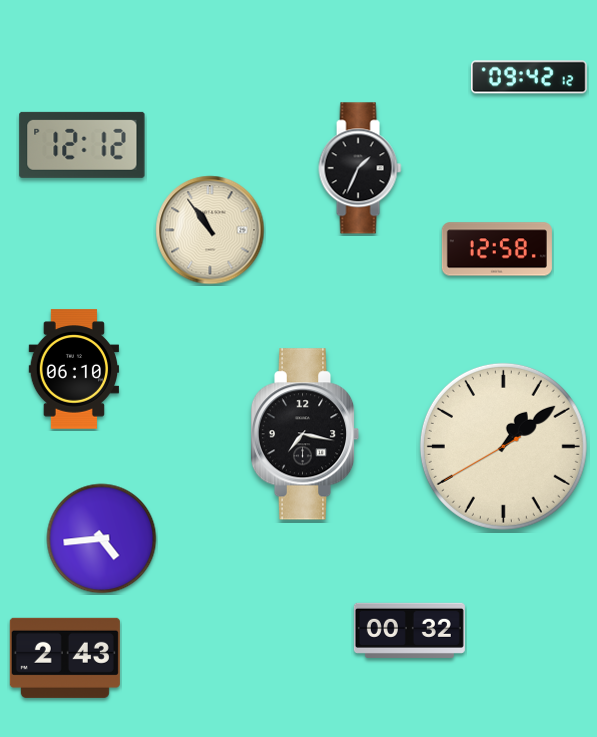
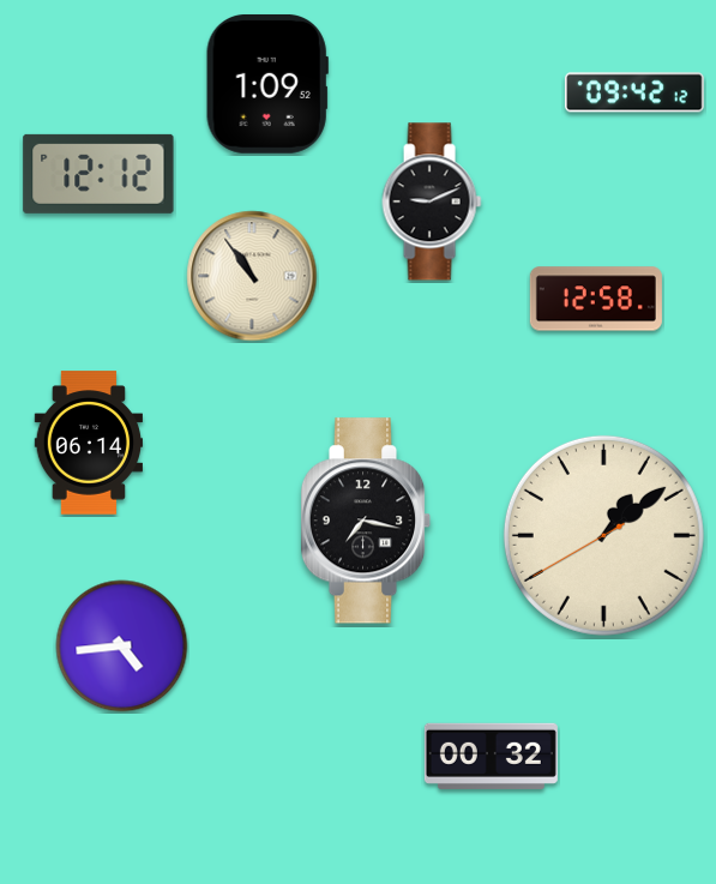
clock at (267, 84): none -> 1:09
clock at (360, 168): 1:34 -> 9:11
clock at (73, 369): 06:10 -> 06:14
clock at (65, 658): 2:43 -> none
